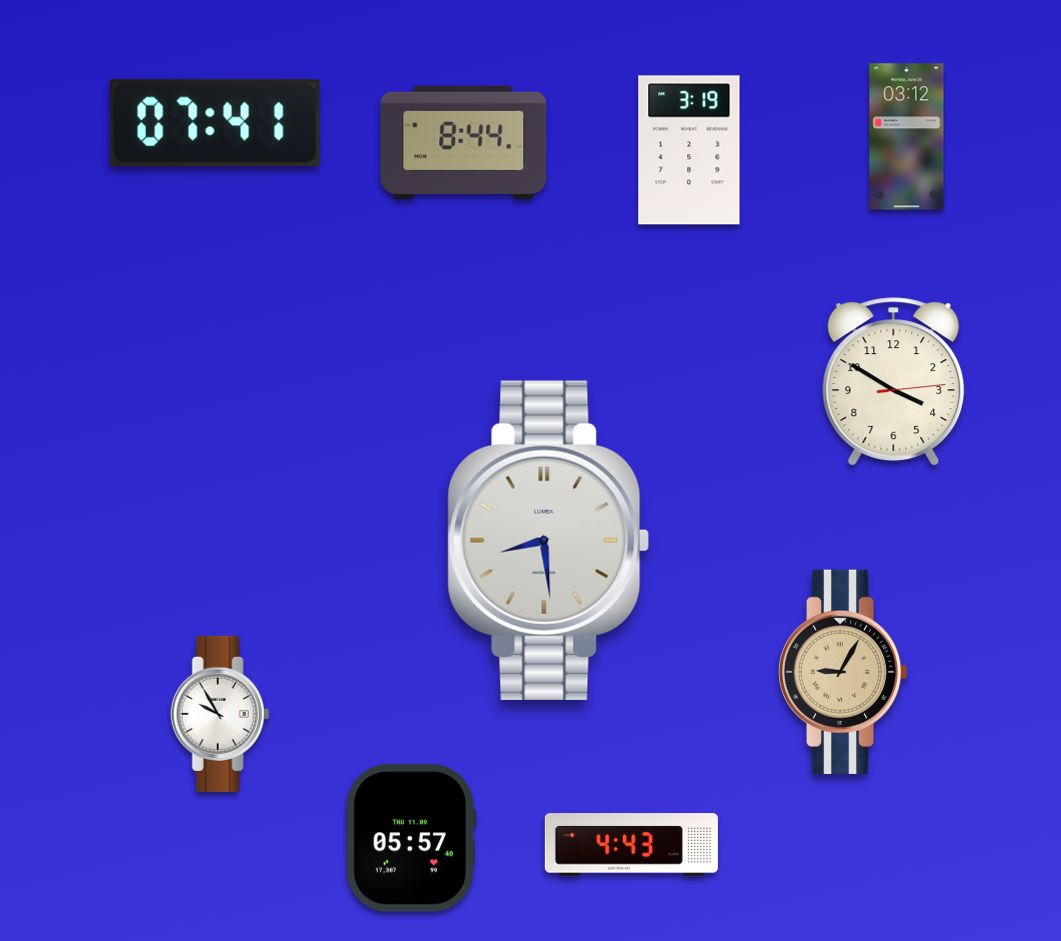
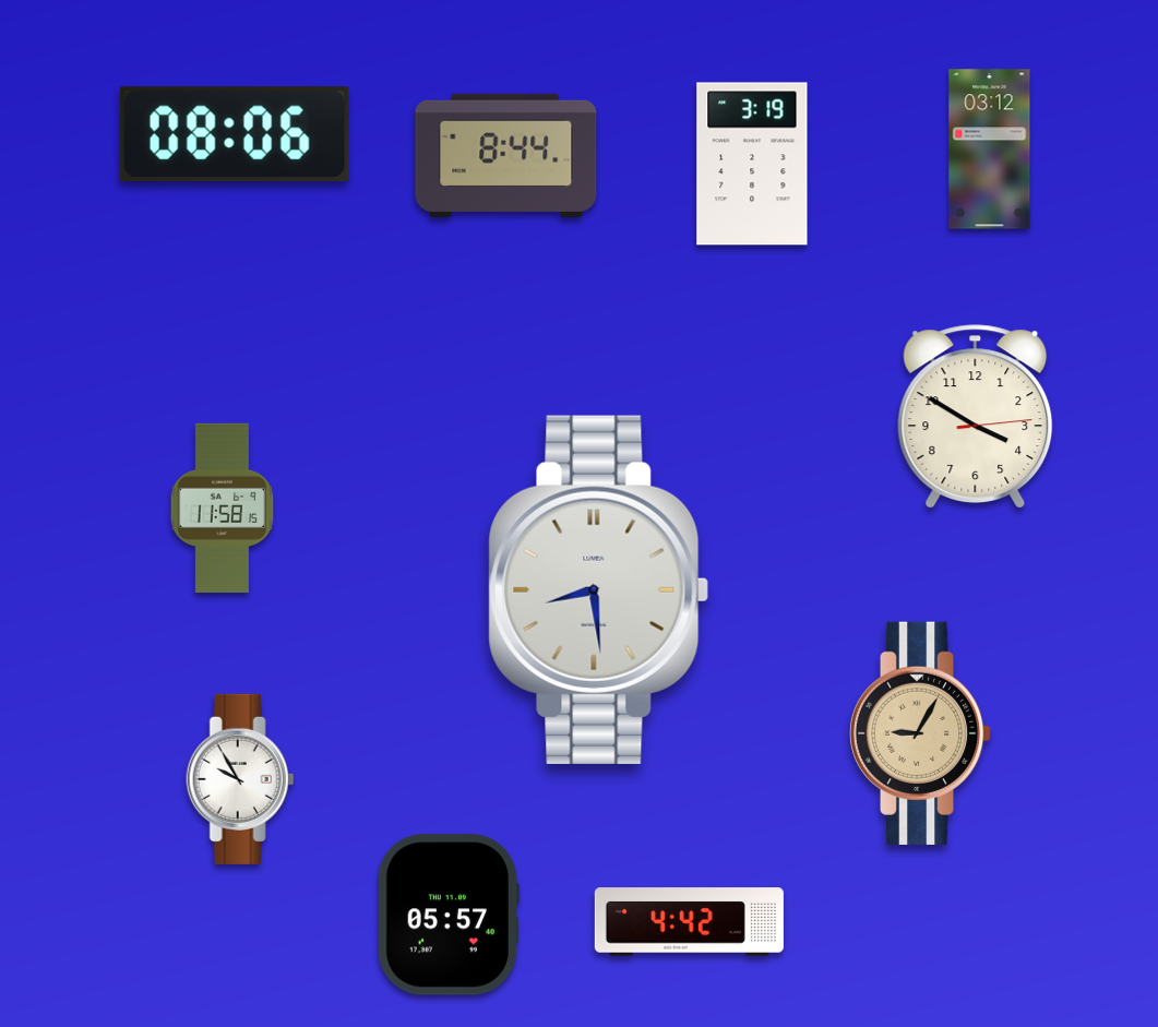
clock at (215, 123): 07:41 -> 08:06
clock at (223, 507): none -> 11:58
clock at (631, 845): 4:43 -> 4:42
